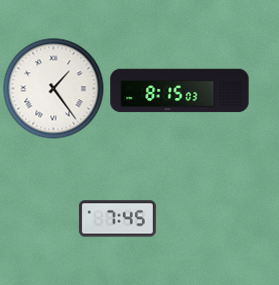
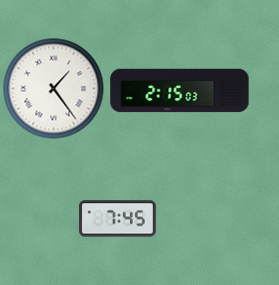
clock at (180, 91): 8:15 -> 2:15
